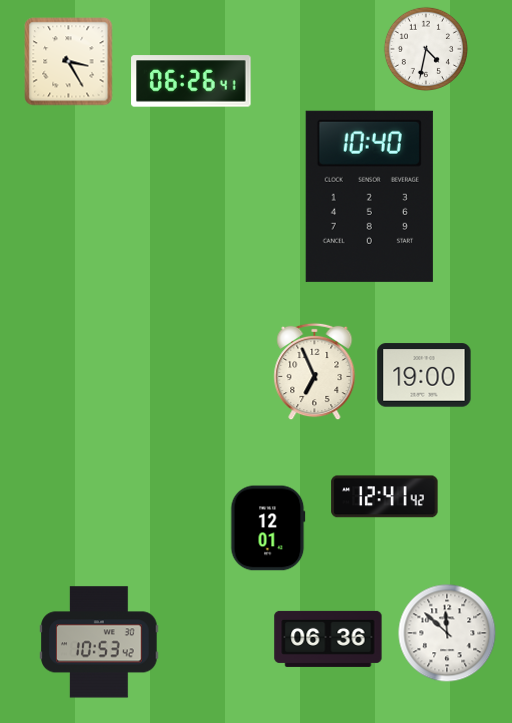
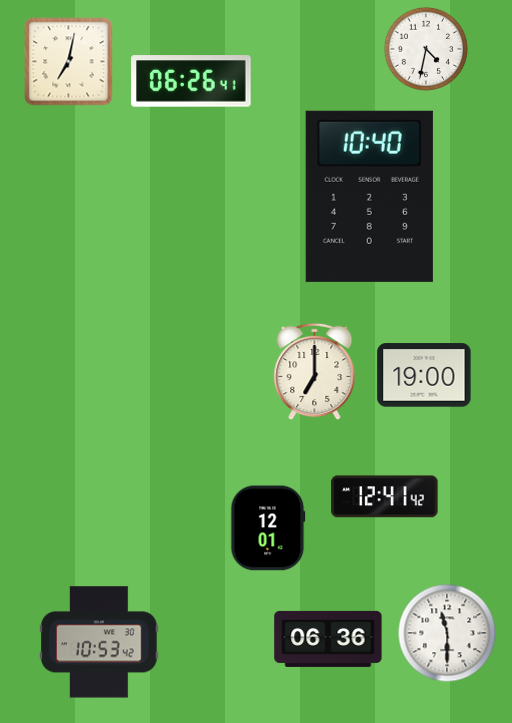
clock at (69, 62): 3:25 -> 7:02
clock at (315, 372): 6:56 -> 7:00
clock at (447, 633): 11:52 -> 11:30
